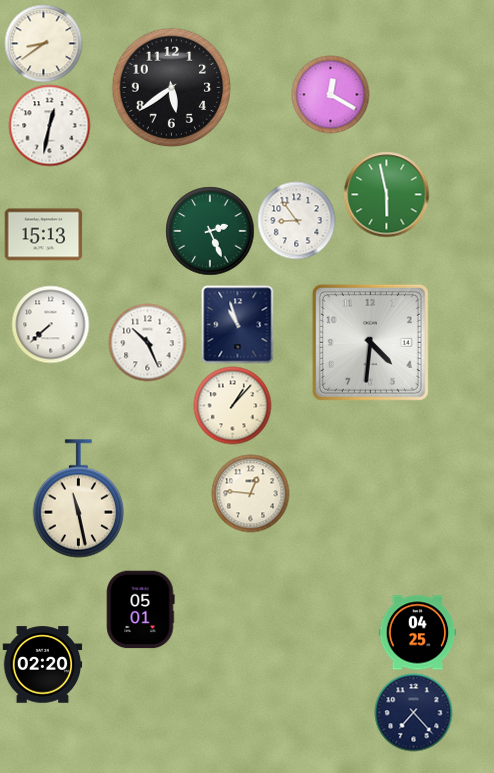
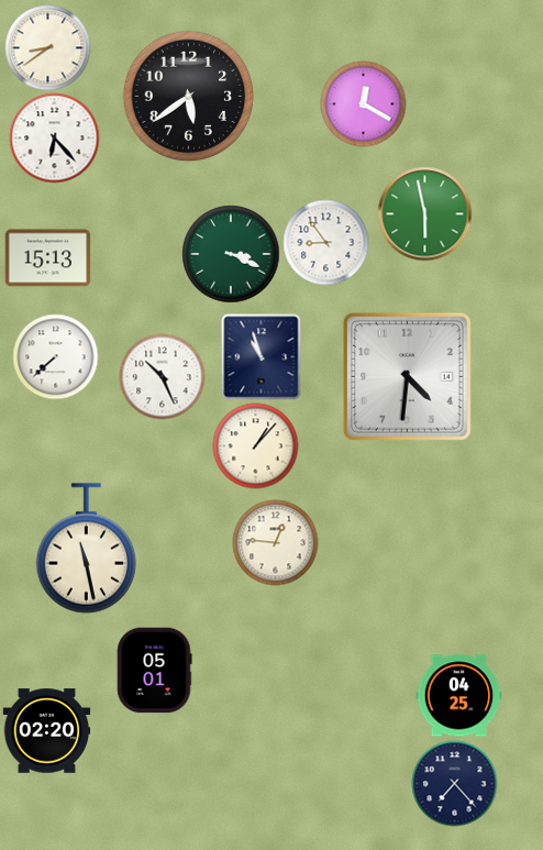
clock at (49, 125): 12:32 -> 6:23
clock at (210, 231): 2:26 -> 3:19
